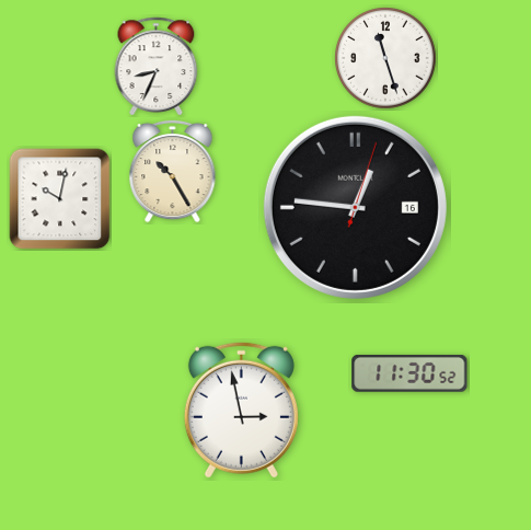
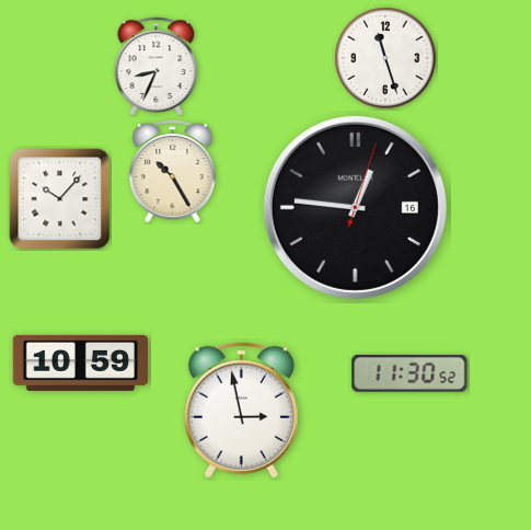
clock at (60, 199): 10:02 -> 10:07
clock at (81, 362): none -> 10:59
